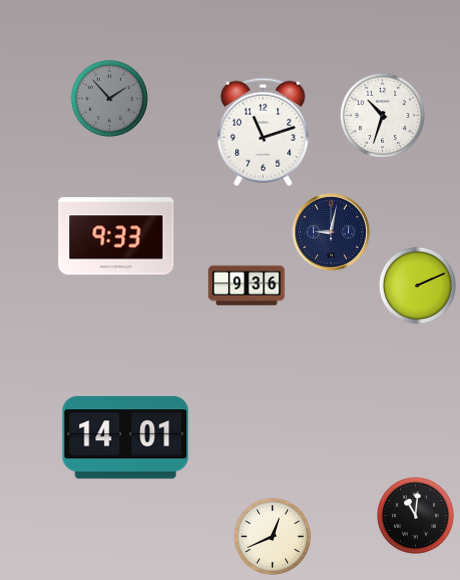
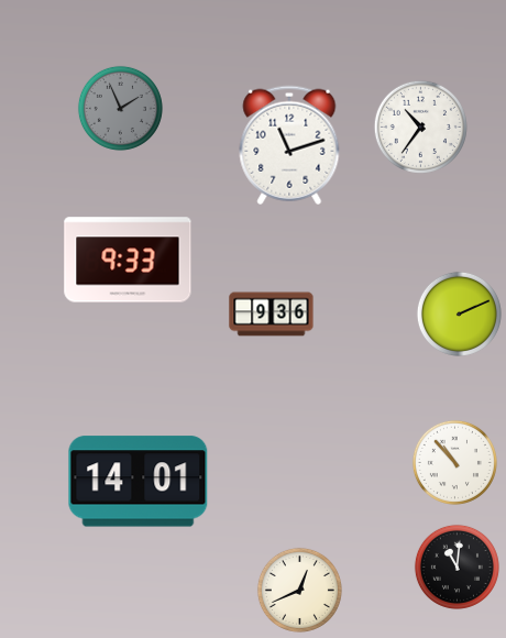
clock at (109, 98): 1:53 -> 1:56
clock at (382, 115): 10:33 -> 10:36
clock at (331, 232): 9:02 -> none
clock at (454, 462): none -> 10:53
